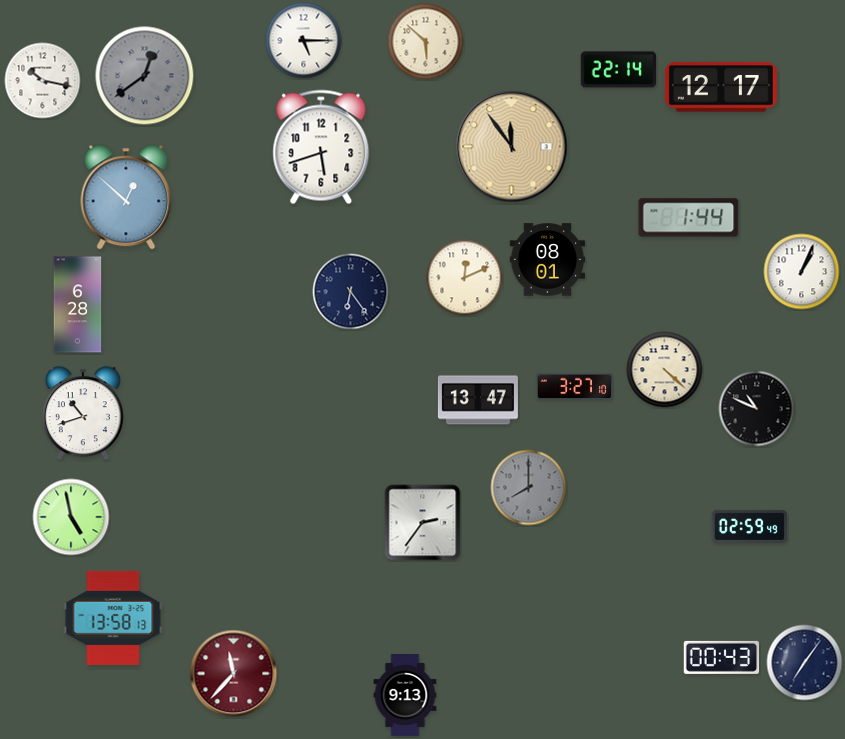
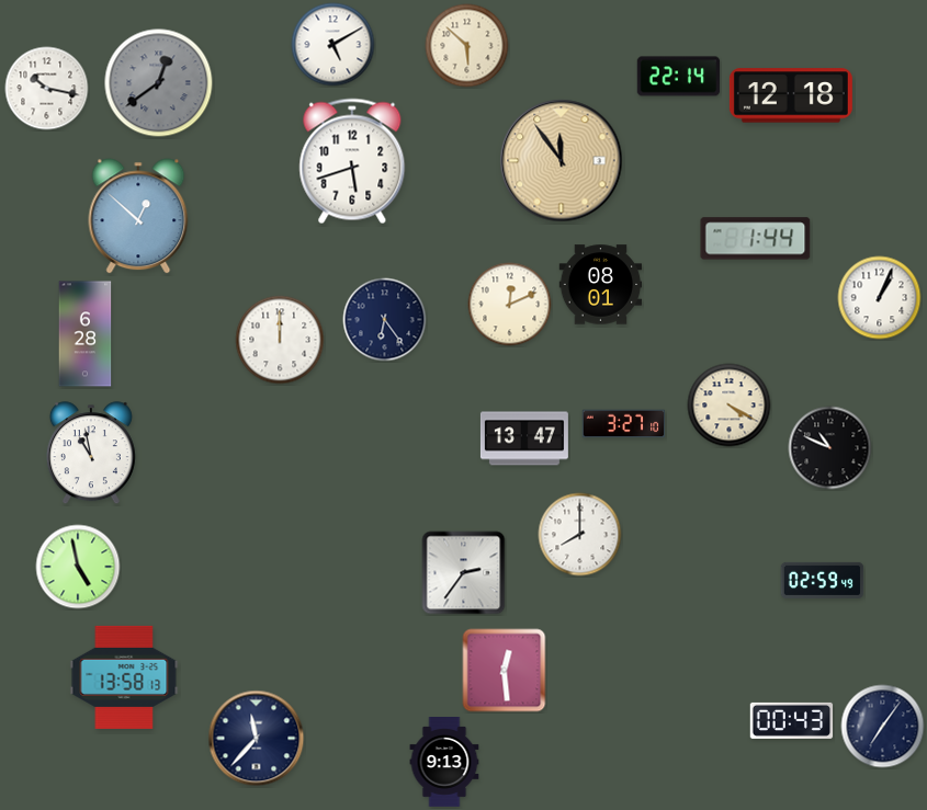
clock at (304, 41): 5:15 -> 5:10
clock at (721, 87): 12:17 -> 12:18
clock at (280, 340): none -> 12:00
clock at (665, 370): 4:22 -> 4:20
clock at (575, 387) position: (575, 387) -> (624, 424)
clock at (83, 414): 10:42 -> 10:58
clock at (529, 488) dial: grey -> white
clock at (750, 526) position: (750, 526) -> (823, 580)
clock at (505, 671): none -> 12:29
clock at (234, 674) dial: burgundy -> navy
